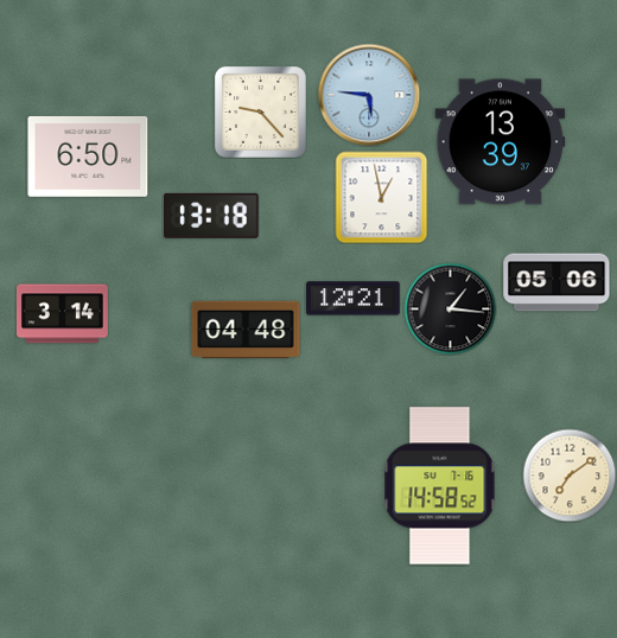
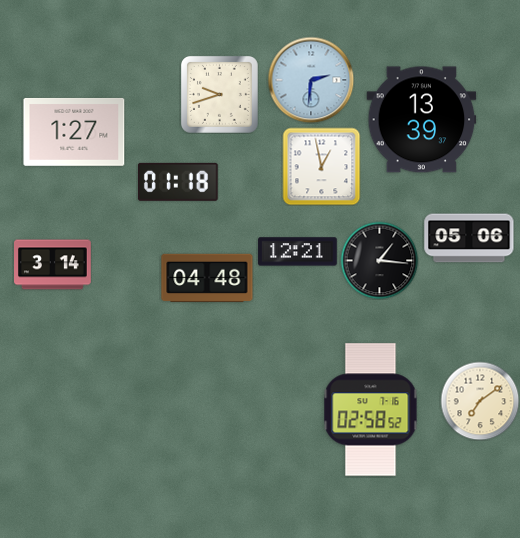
clock at (369, 95): 5:46 -> 2:31
clock at (260, 111): 9:23 -> 9:42
clock at (88, 157): 6:50 -> 1:27
clock at (212, 216): 13:18 -> 01:18
clock at (440, 486): 14:58 -> 02:58
